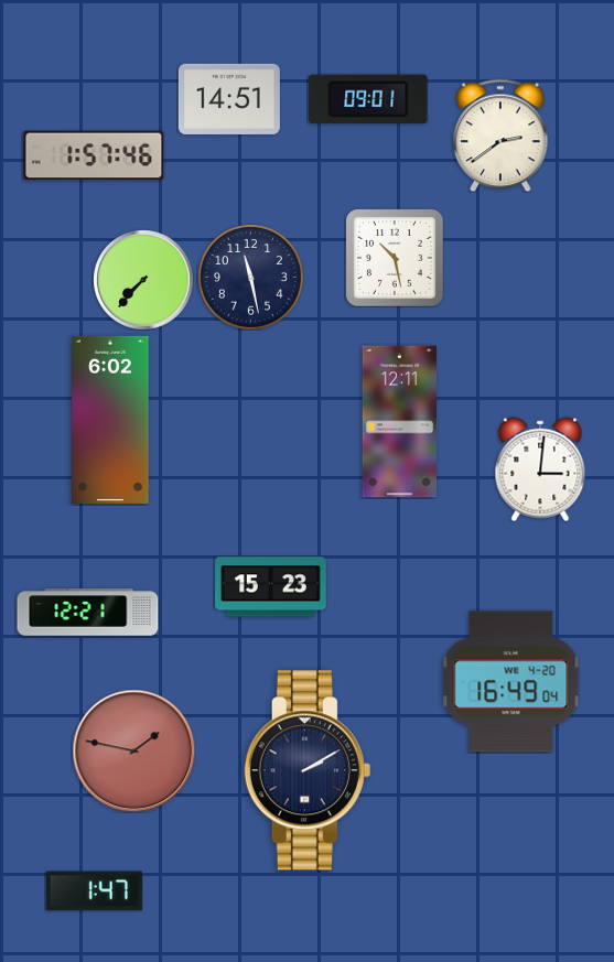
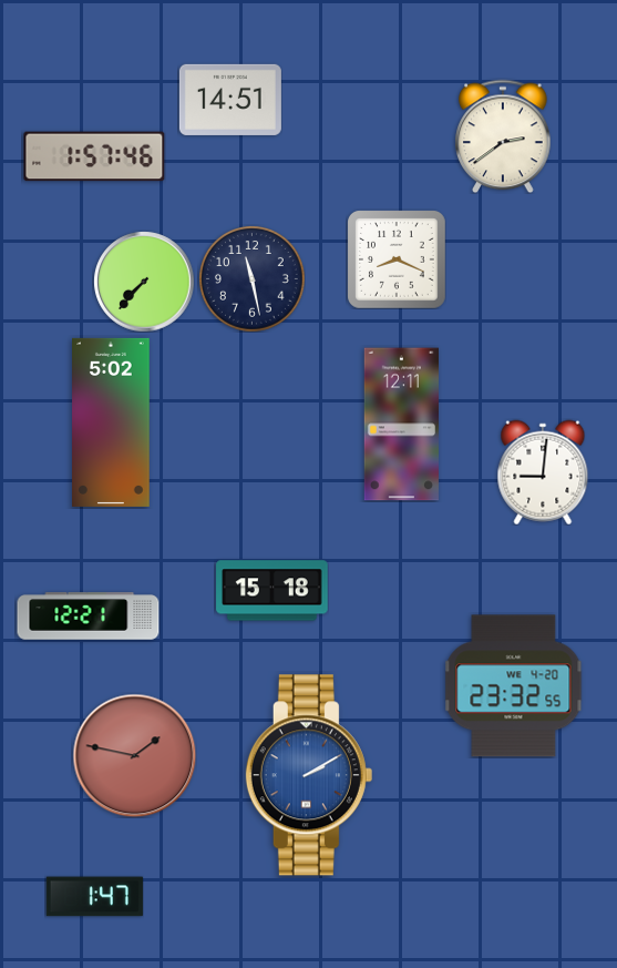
clock at (368, 99): 09:01 -> none
clock at (395, 258): 10:28 -> 8:19
clock at (111, 420): 6:02 -> 5:02
clock at (540, 469): 3:01 -> 9:01
clock at (271, 587): 15:23 -> 15:18
clock at (511, 682): 16:49 -> 23:32
clock at (308, 770) dial: navy -> blue
